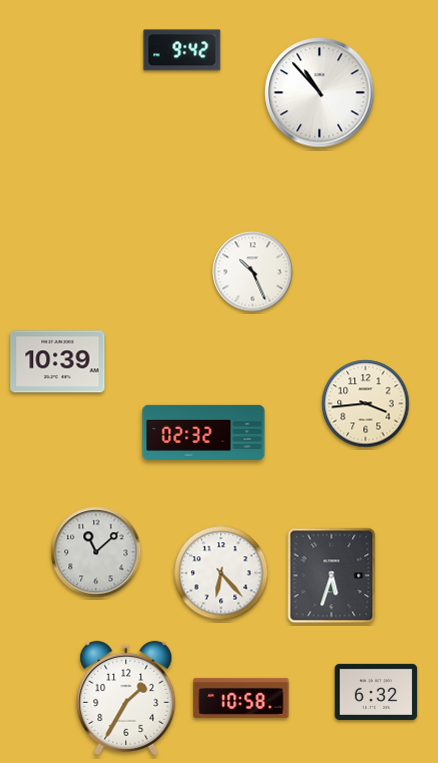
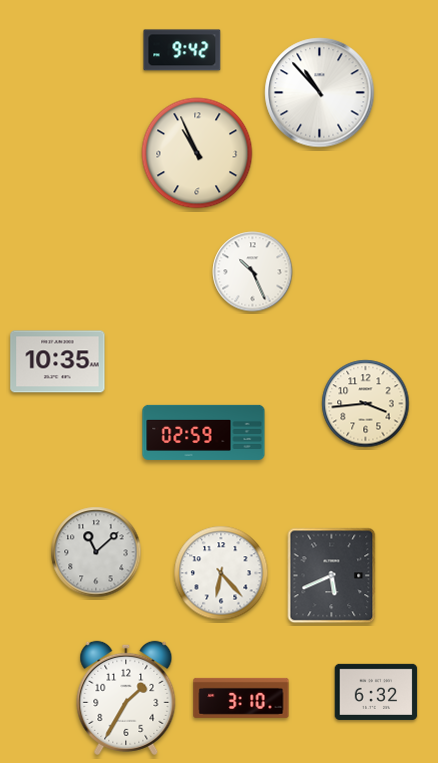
clock at (197, 153): none -> 10:56
clock at (58, 362): 10:39 -> 10:35
clock at (204, 432): 02:32 -> 02:59
clock at (332, 576): 5:33 -> 5:41
clock at (241, 698): 10:58 -> 3:10
